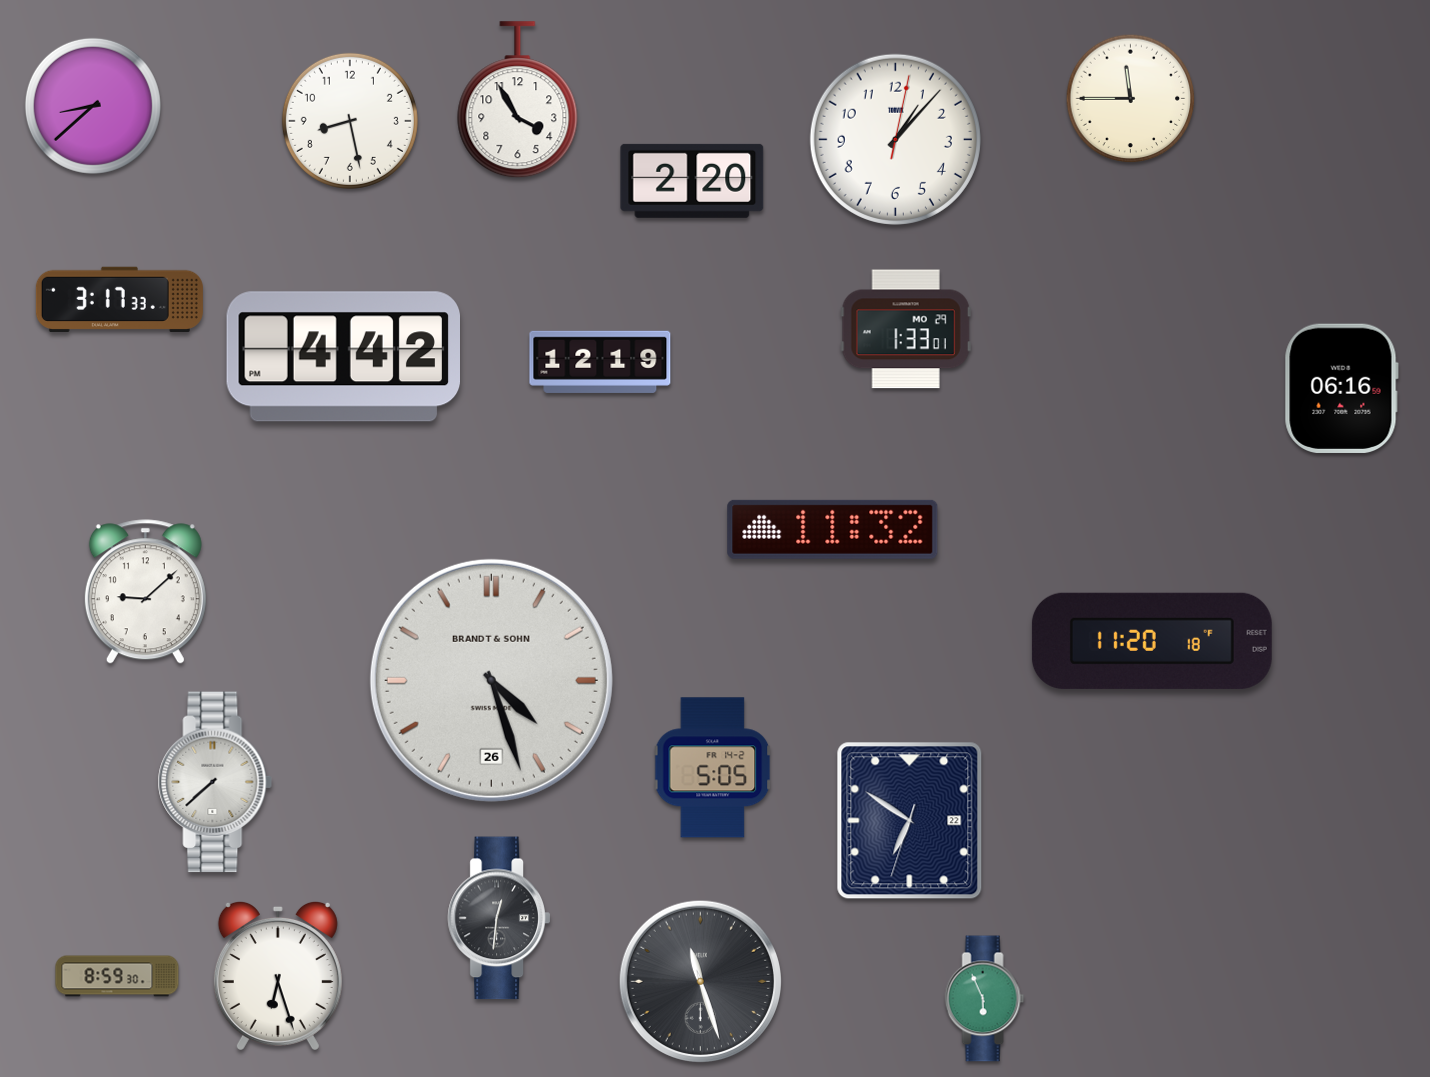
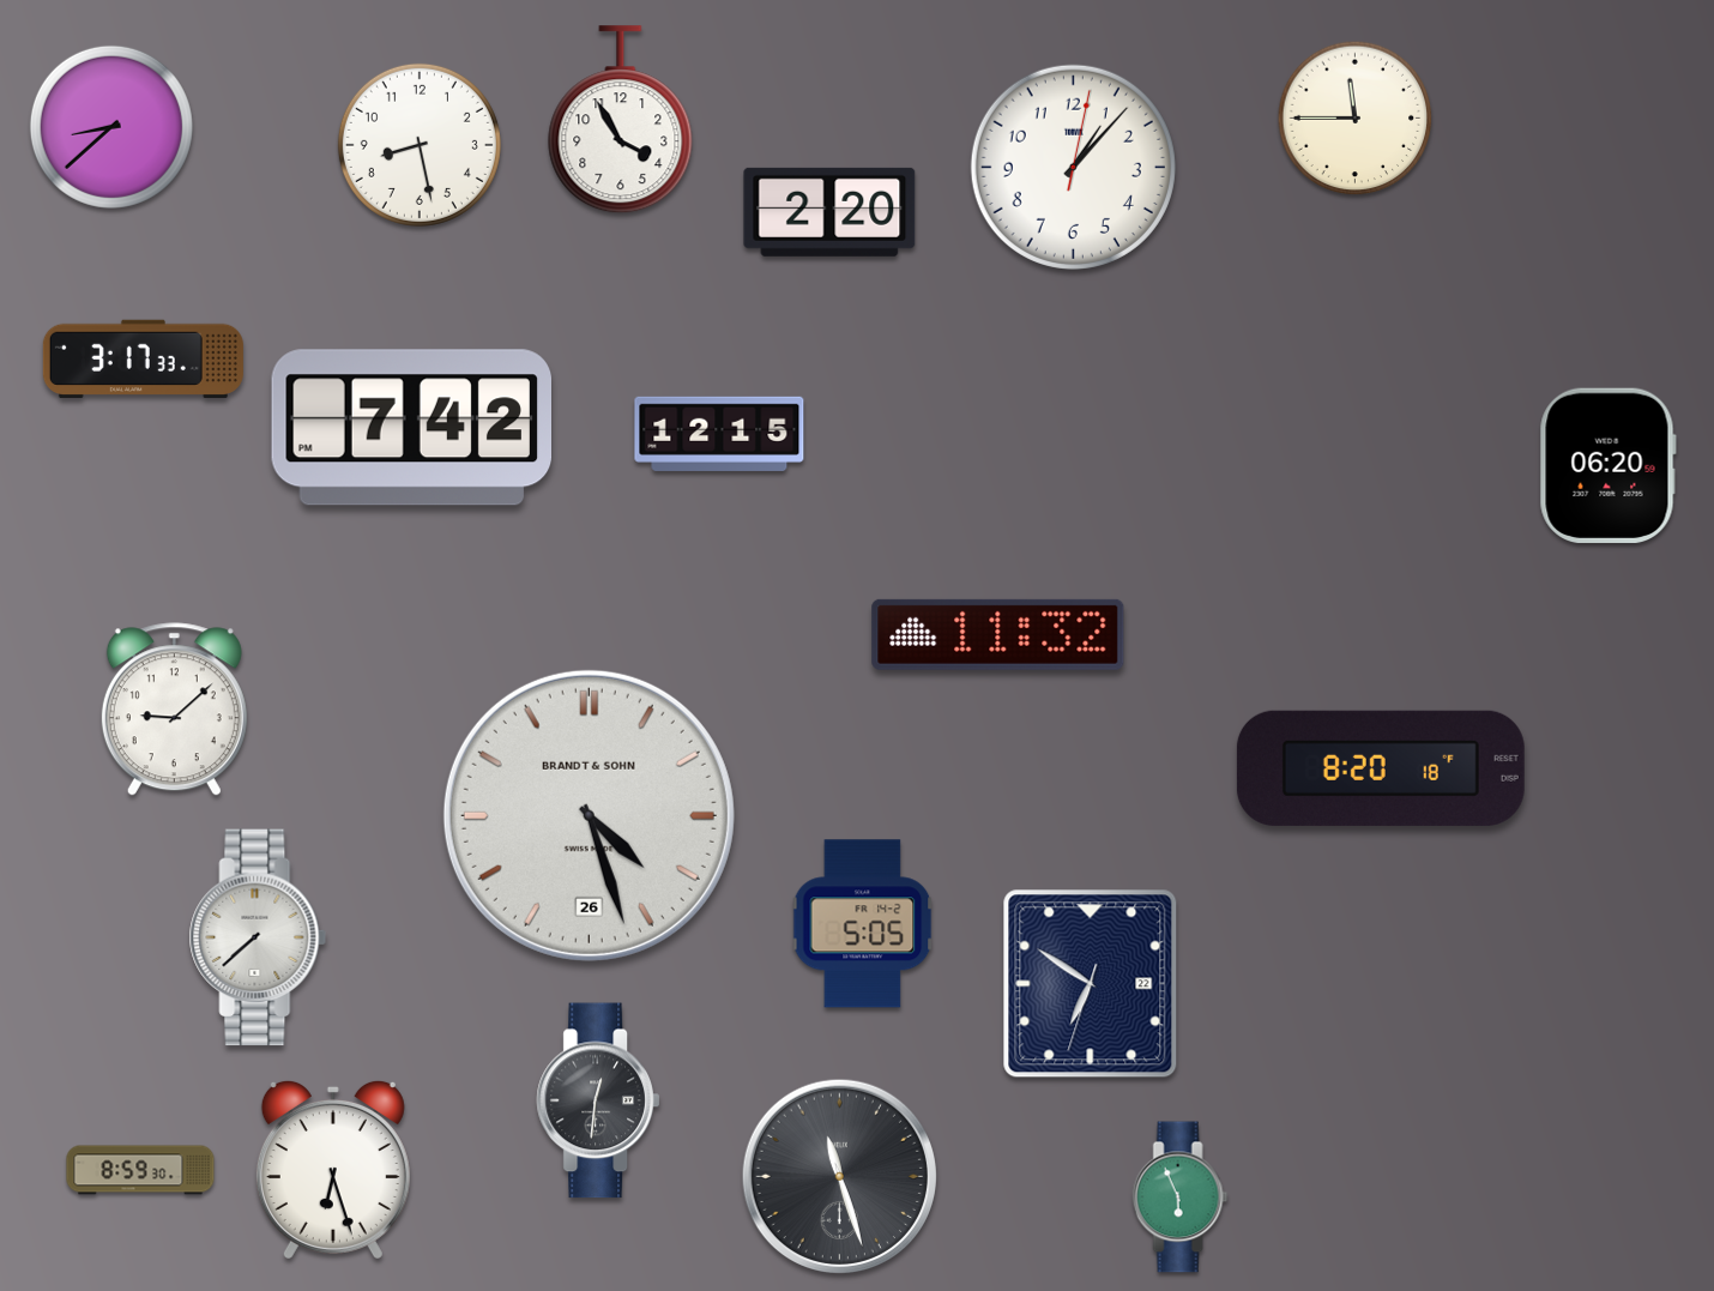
clock at (692, 181) position: (692, 181) -> (829, 212)
clock at (906, 329): 1:33 -> none
clock at (344, 357): 4:42 -> 7:42
clock at (600, 362): 12:19 -> 12:15
clock at (1341, 388): 06:16 -> 06:20
clock at (1152, 641): 11:20 -> 8:20
clock at (713, 768) position: (713, 768) -> (863, 924)
